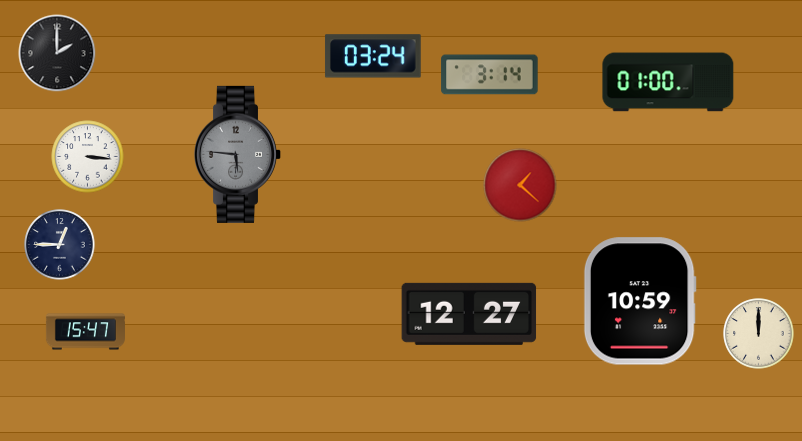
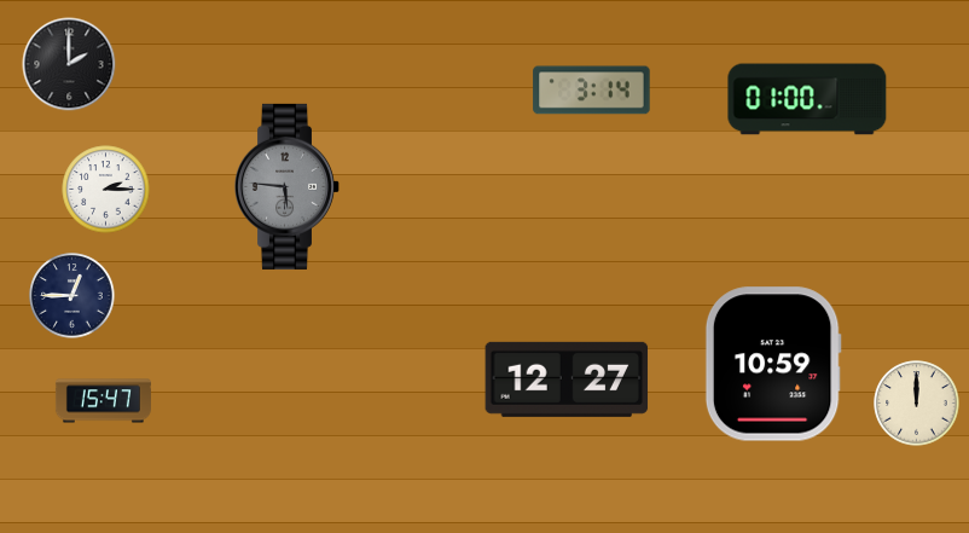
clock at (373, 56): 03:24 -> none
clock at (88, 157): 3:16 -> 2:15
clock at (520, 185): 1:22 -> none
